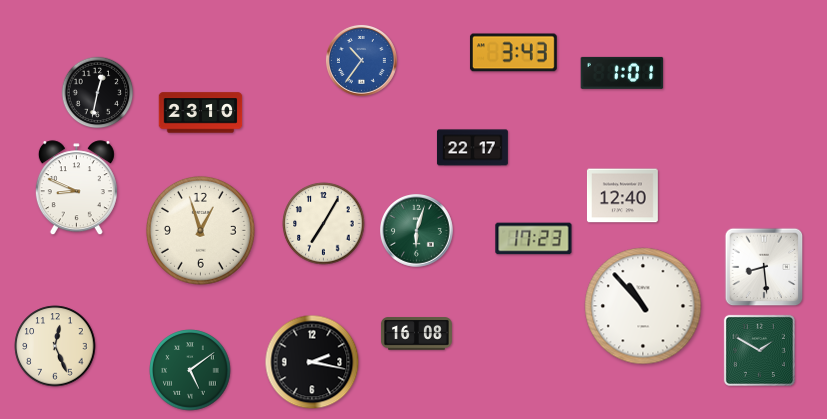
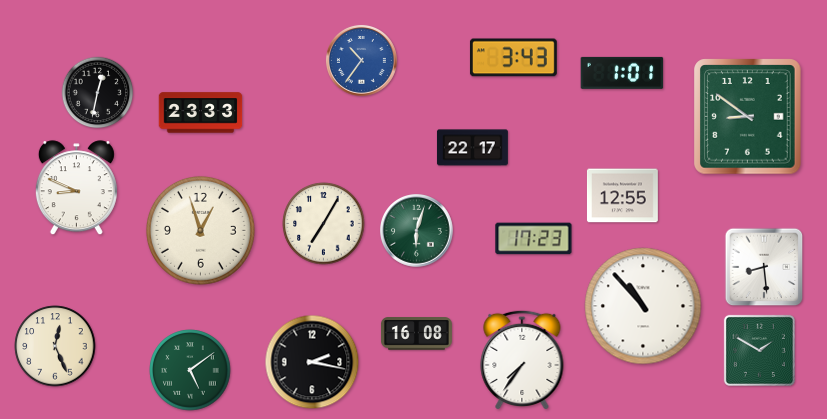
clock at (513, 53) position: (513, 53) -> (513, 58)
clock at (201, 113): 23:10 -> 23:33
clock at (748, 117): none -> 8:51
clock at (622, 196): 12:40 -> 12:55
clock at (522, 360): none -> 7:36
